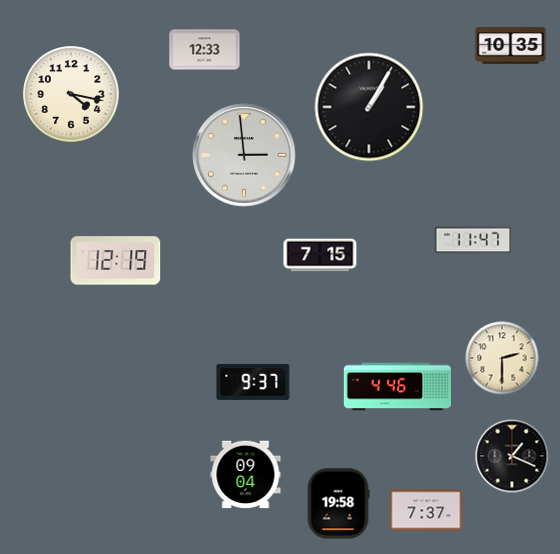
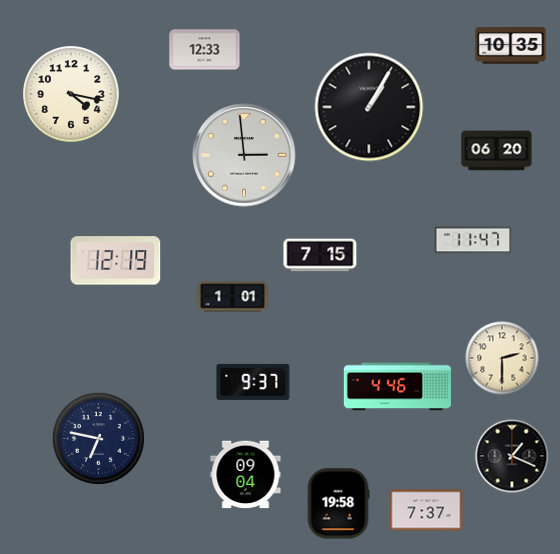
clock at (497, 151): none -> 06:20
clock at (233, 297): none -> 1:01
clock at (98, 438): none -> 6:47
